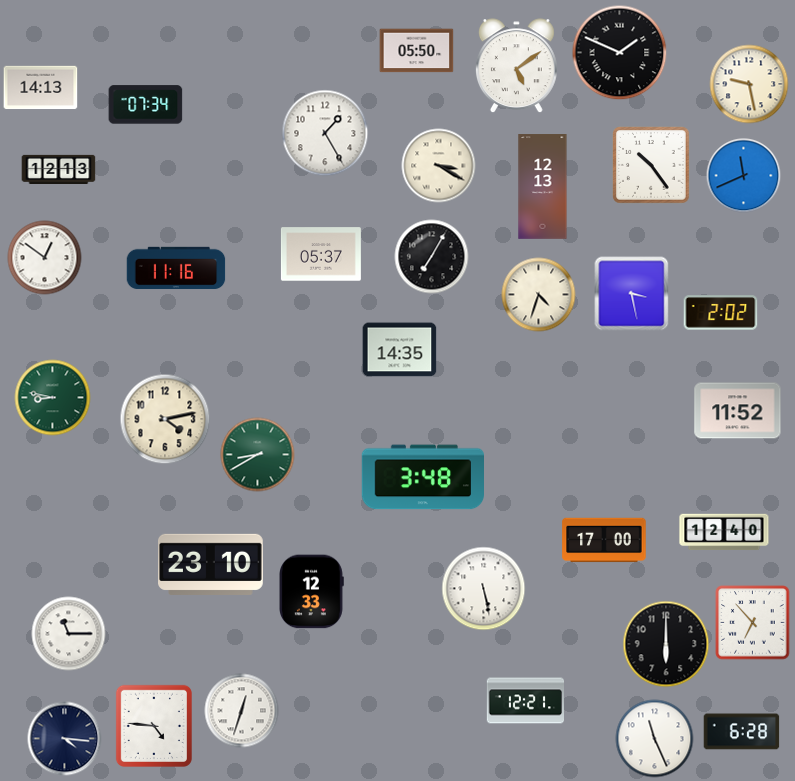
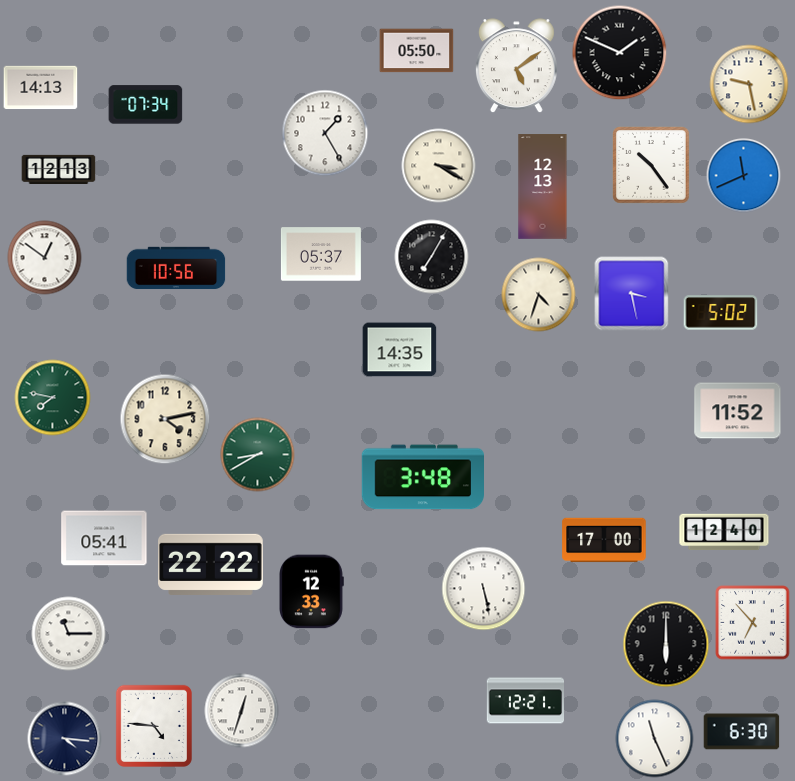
clock at (176, 268): 11:16 -> 10:56
clock at (721, 313): 2:02 -> 5:02
clock at (53, 398): 8:47 -> 7:47
clock at (104, 538): none -> 05:41
clock at (211, 564): 23:10 -> 22:22
clock at (742, 732): 6:28 -> 6:30
